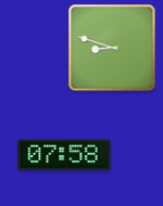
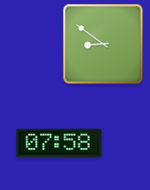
clock at (112, 48): 8:48 -> 8:51
